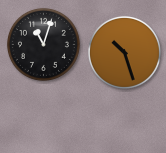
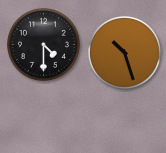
clock at (43, 44): 11:03 -> 4:30
